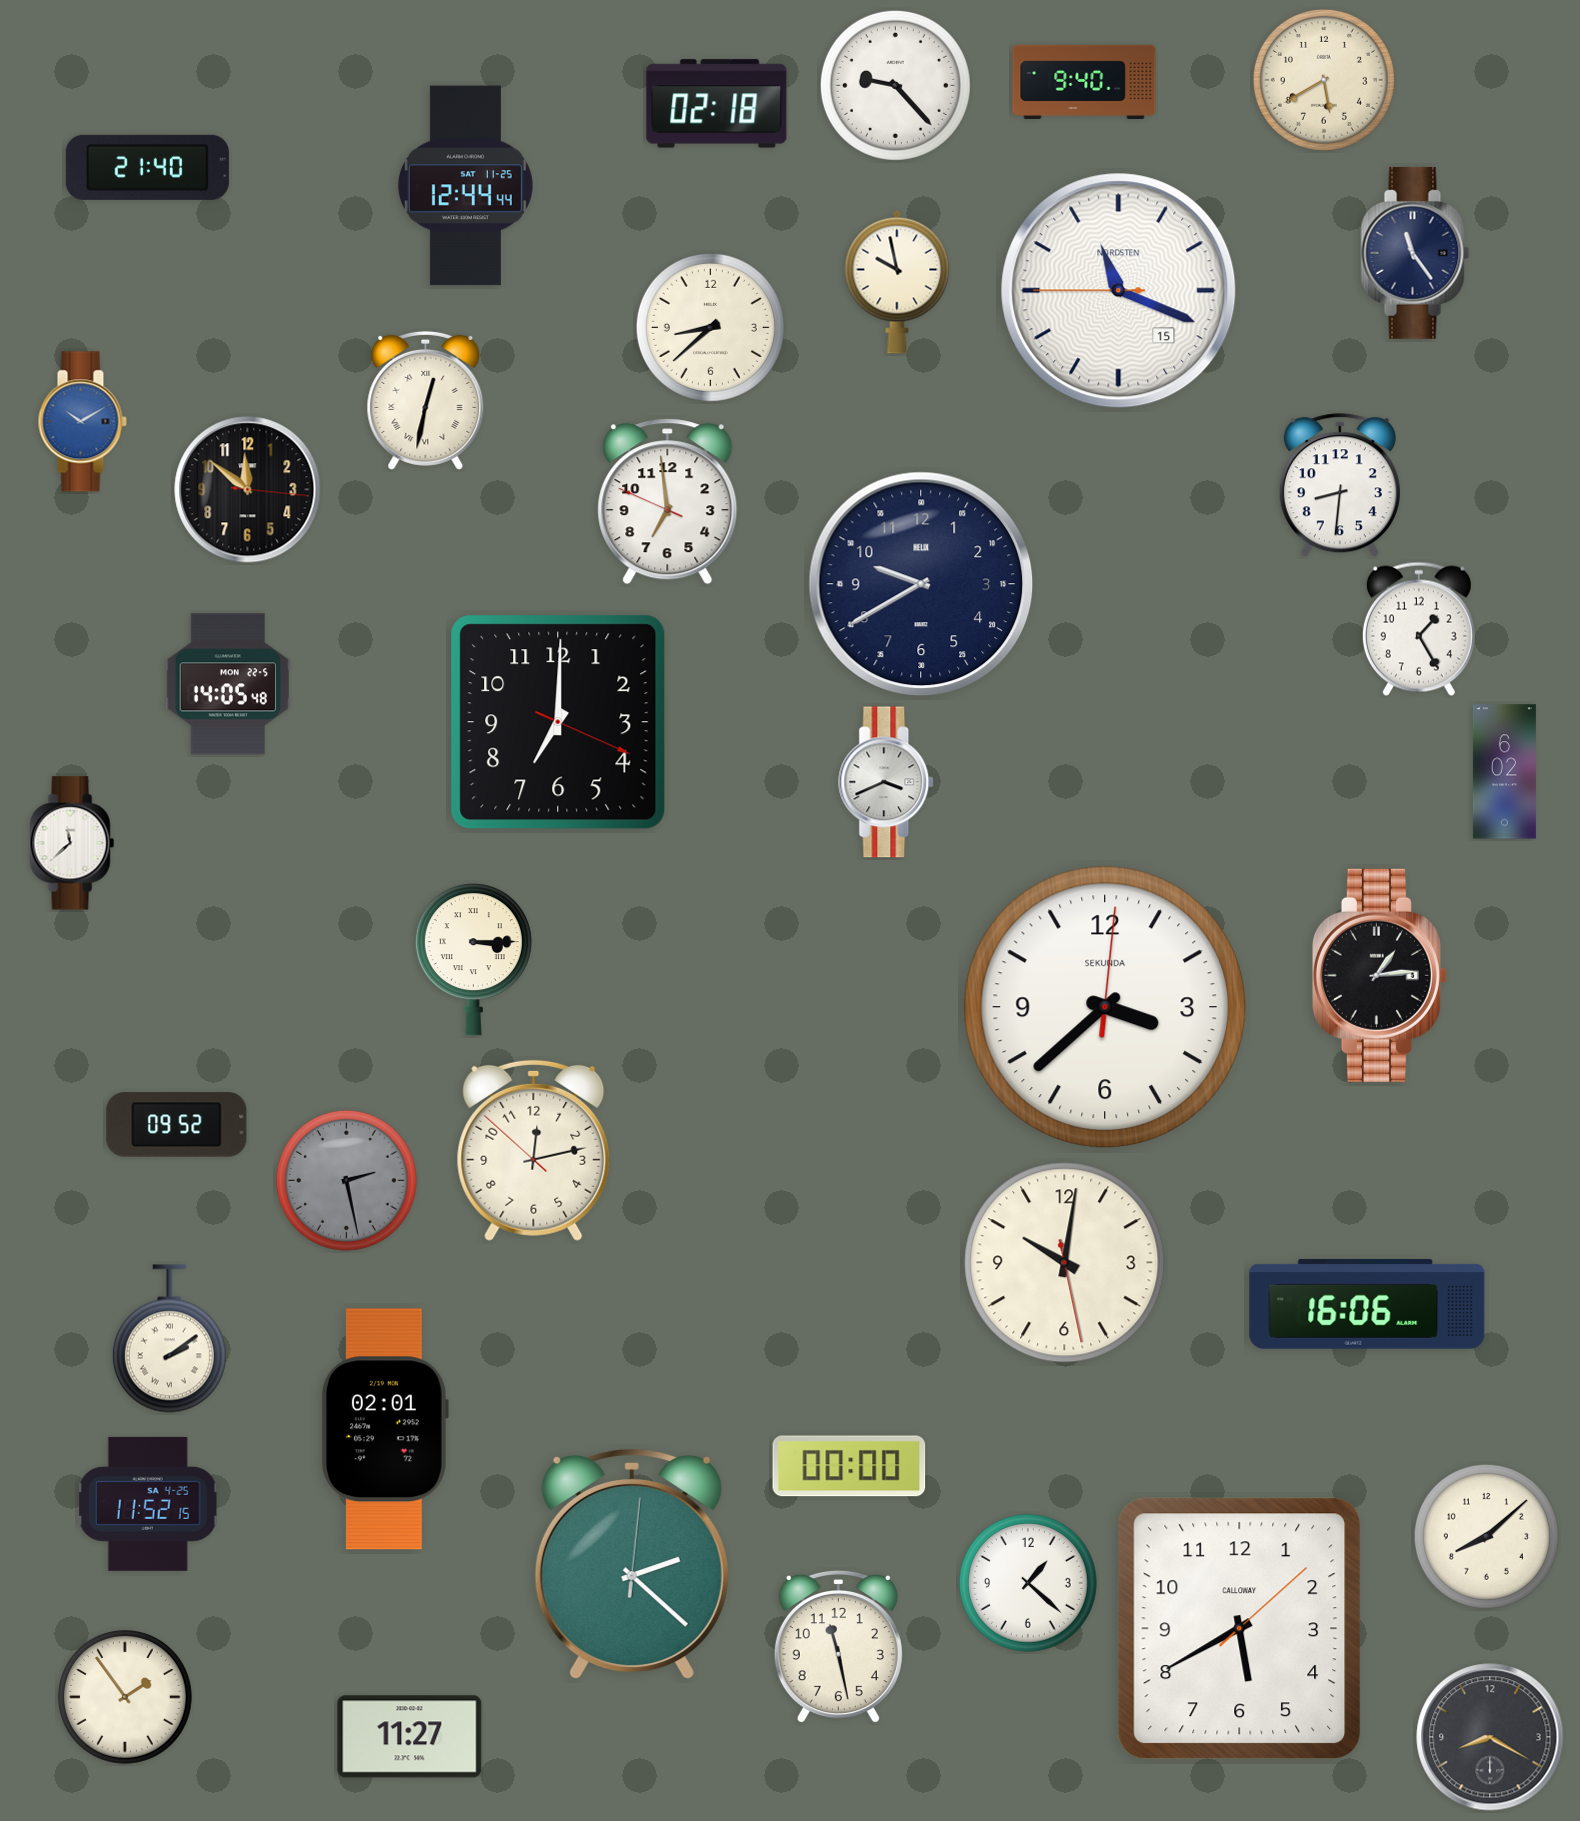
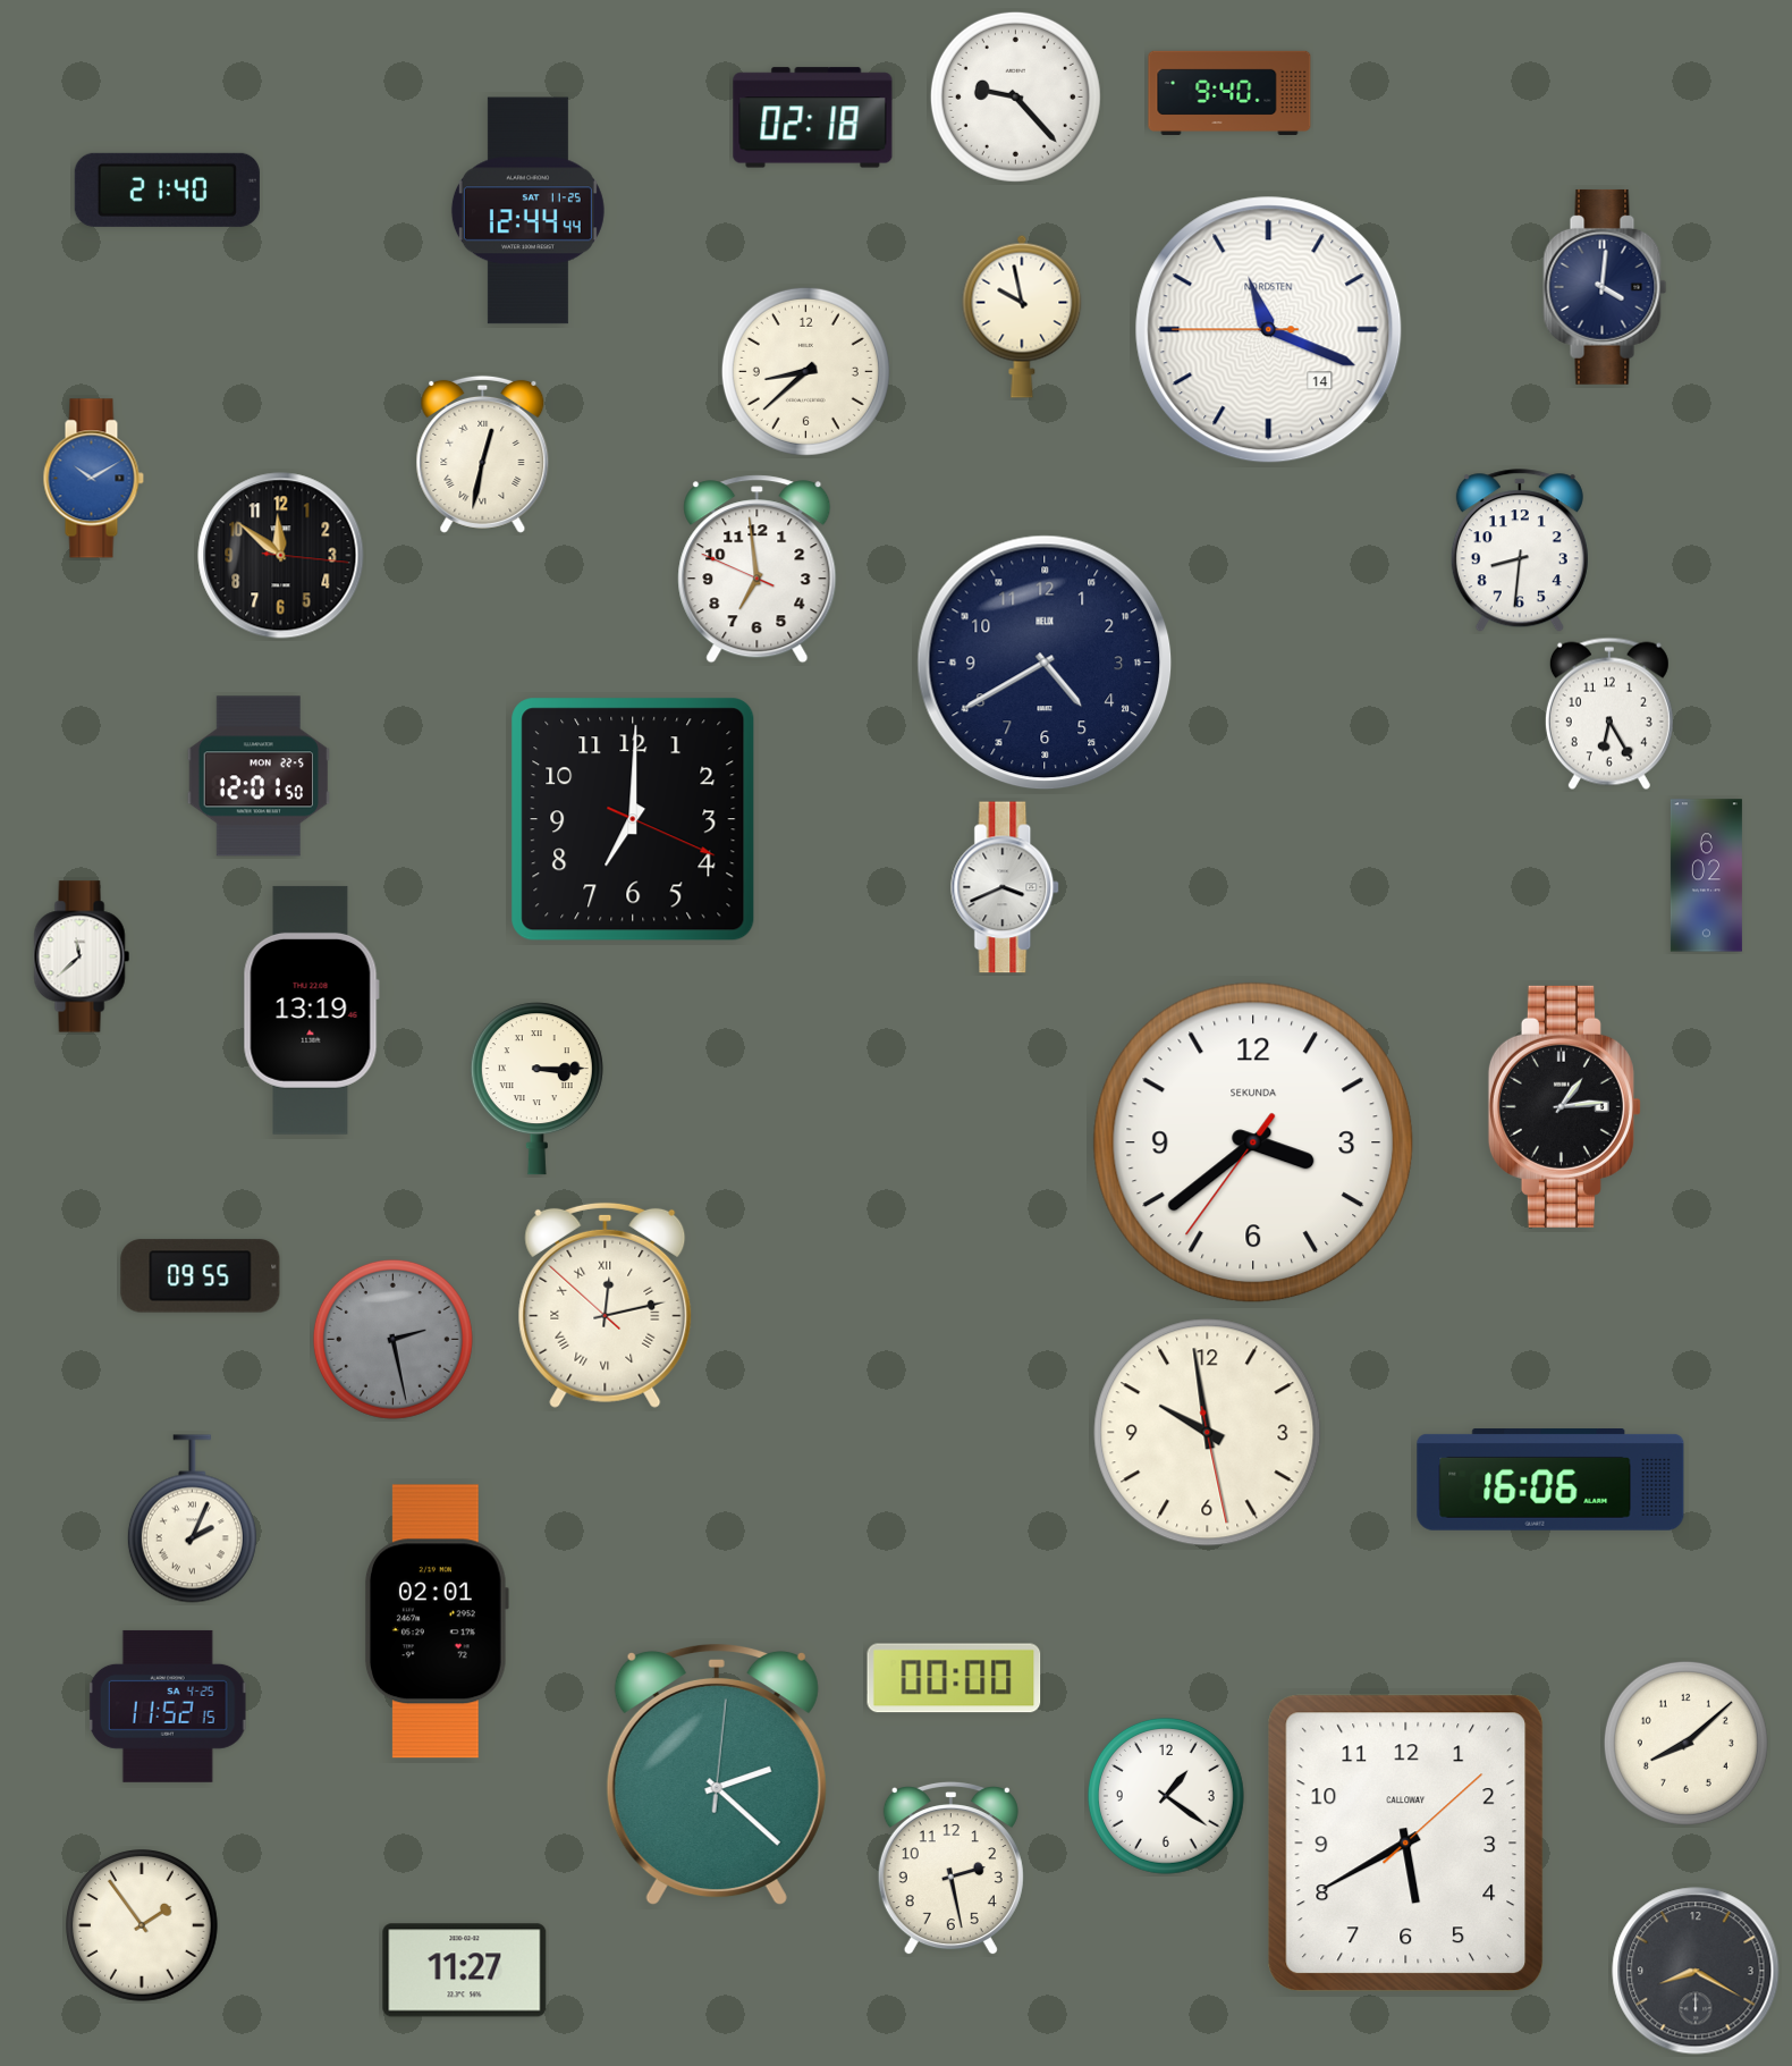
clock at (1324, 80): 5:40 -> none
clock at (1415, 253): 11:24 -> 4:01
clock at (897, 282) position: (897, 282) -> (1022, 317)
clock at (1119, 291) date: 15 -> 14
clock at (921, 584): 9:40 -> 4:40
clock at (1419, 629): 1:25 -> 6:25
clock at (228, 684): 14:05 -> 12:01
clock at (311, 1010): none -> 13:19
clock at (1105, 1007): 3:38:01 -> 3:38:36
clock at (177, 1125): 09:52 -> 09:55
clock at (534, 1150) numerals: Arabic -> Roman
clock at (1065, 1263): 10:01 -> 9:58
clock at (169, 1339): 2:09 -> 2:04
clock at (849, 1466) position: (849, 1466) -> (954, 1678)
clock at (1028, 1583): 1:22 -> 1:21
clock at (1240, 1629) position: (1240, 1629) -> (1406, 1844)
clock at (838, 1648): 11:28 -> 2:28
clock at (1490, 1737) position: (1490, 1737) -> (1696, 1971)
